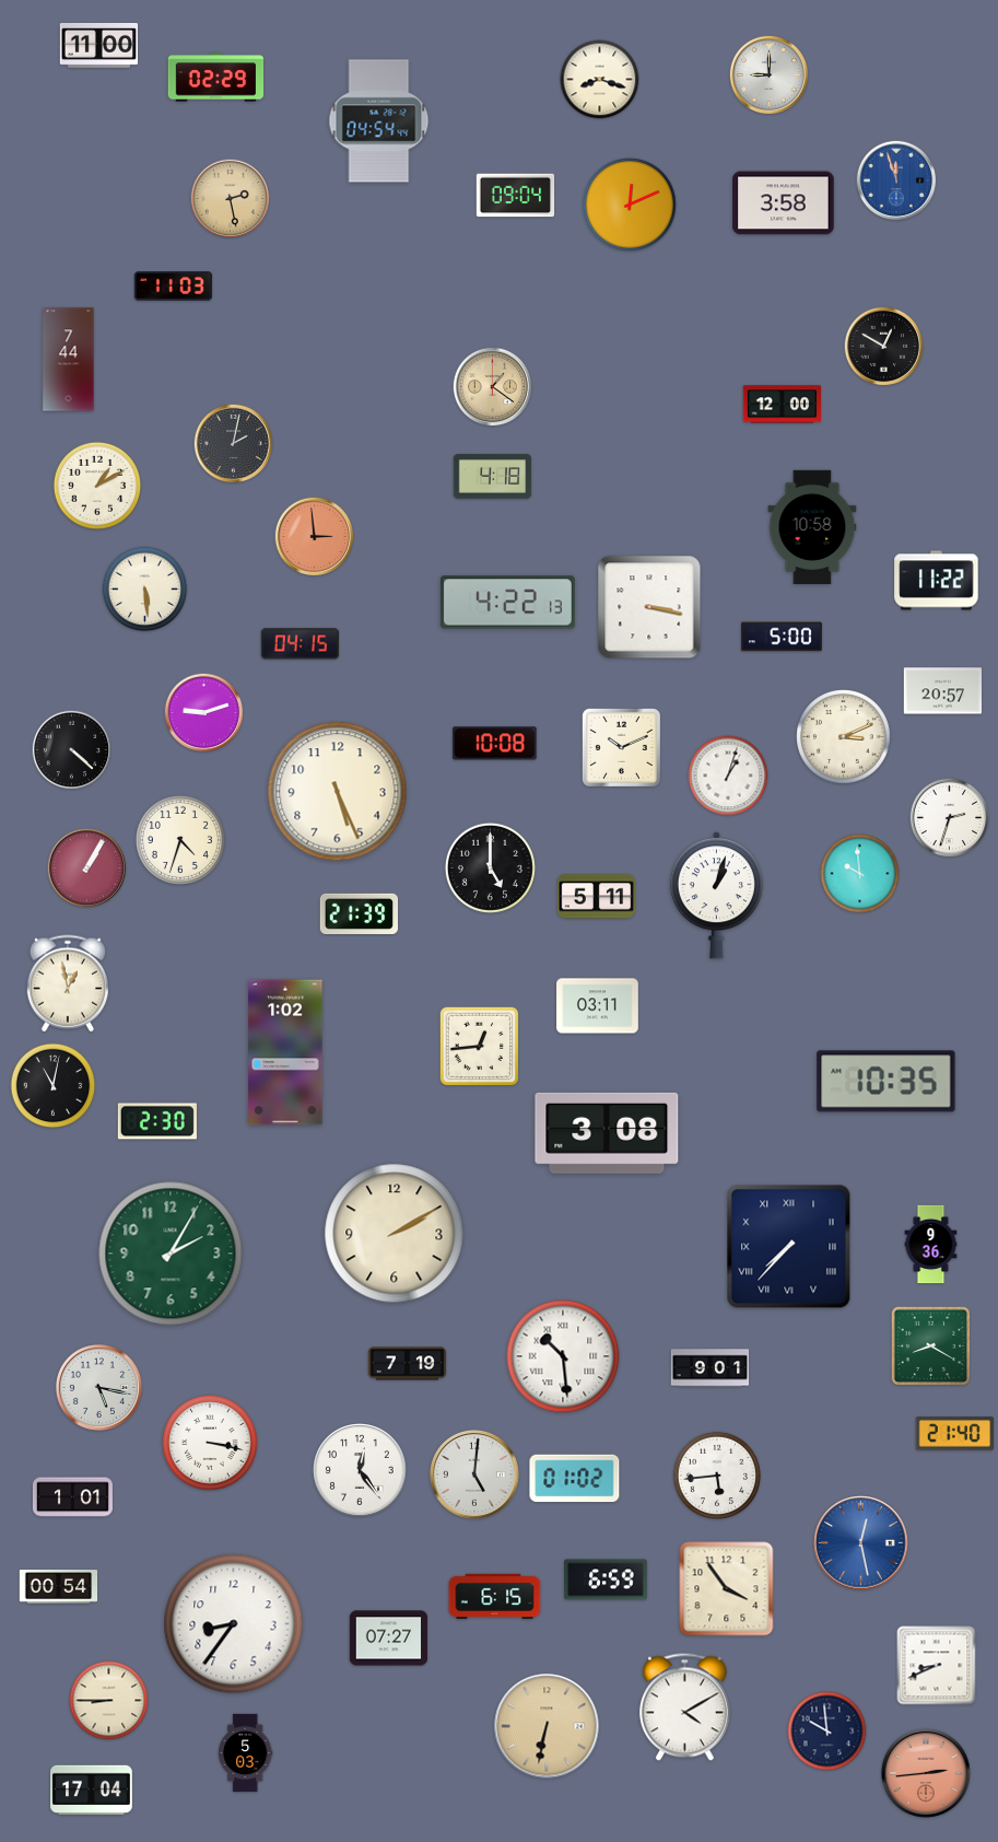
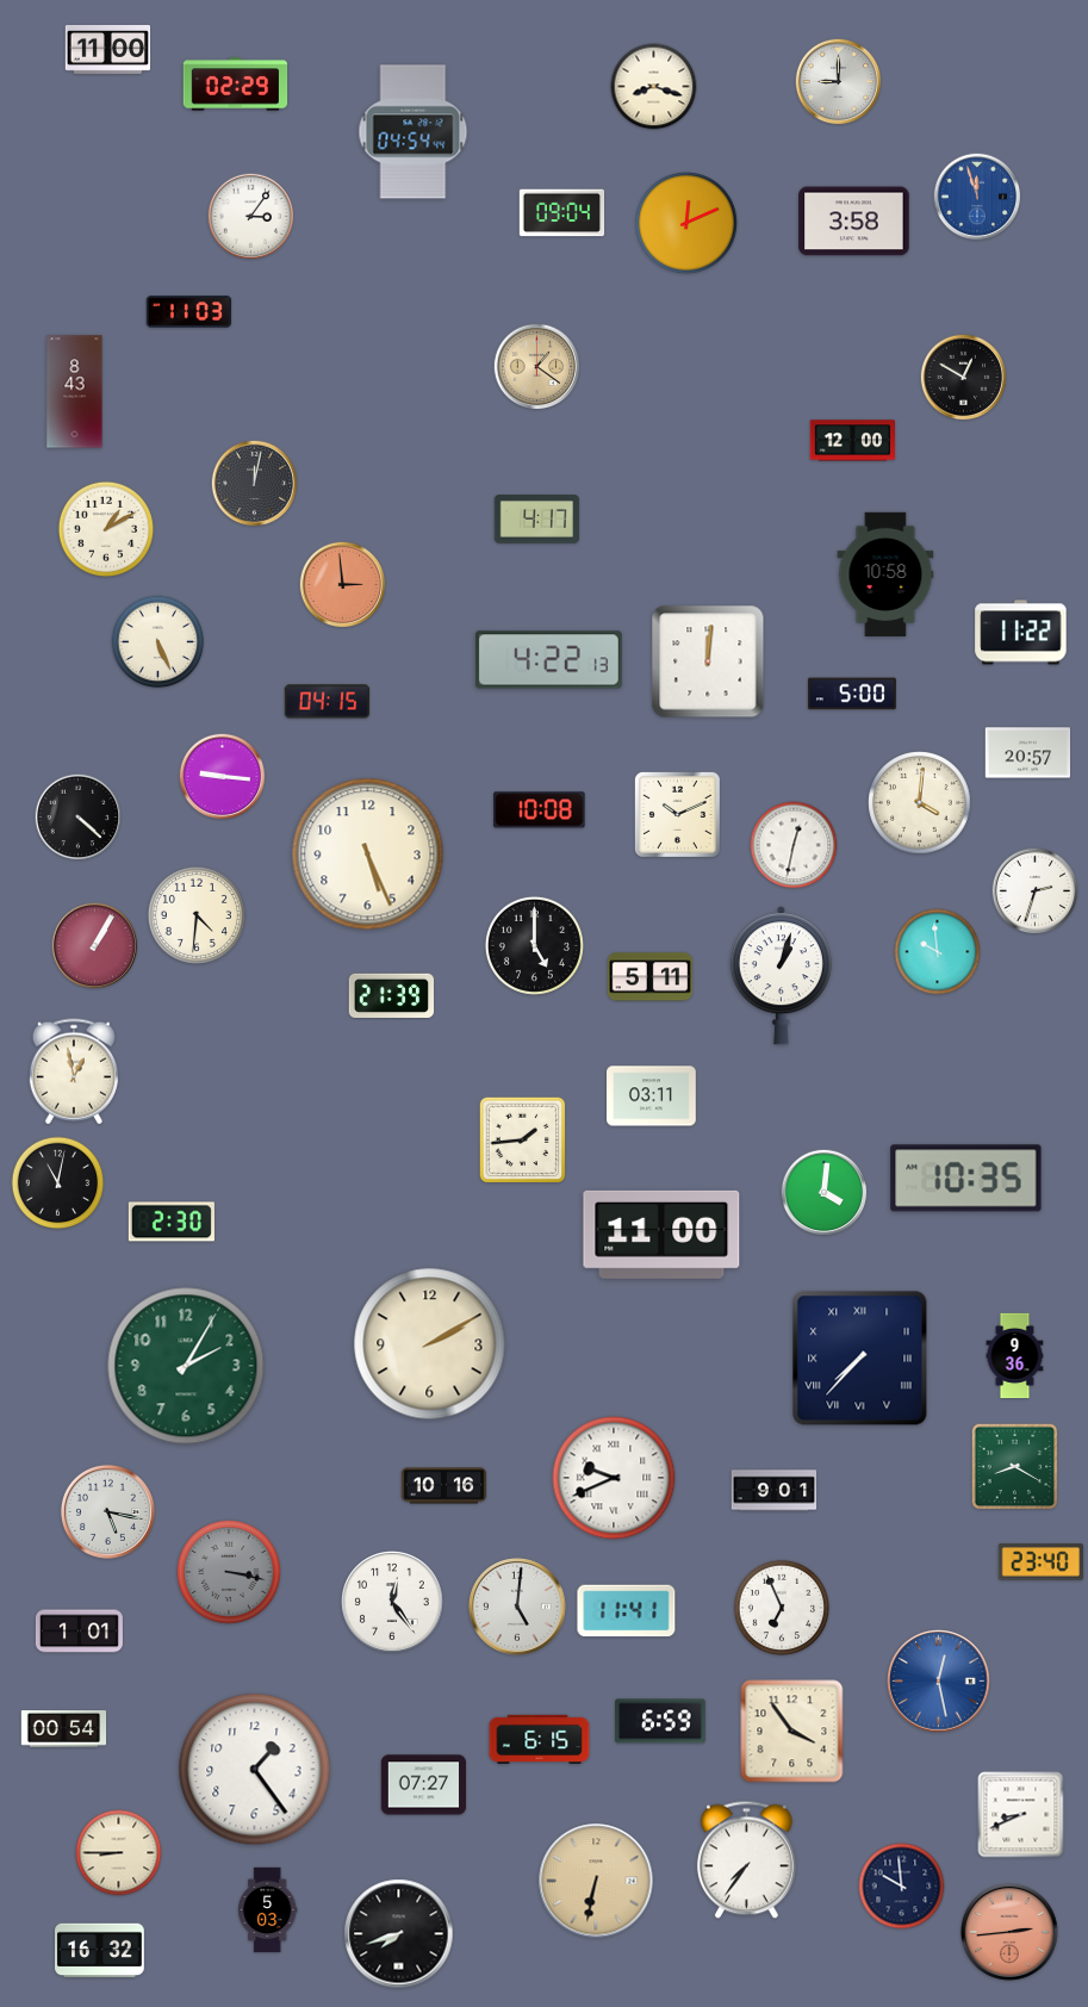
clock at (231, 199): 2:28 -> 3:06
clock at (231, 199) dial: champagne -> white
clock at (69, 360): 7:44 -> 8:43
clock at (493, 387) position: (493, 387) -> (537, 367)
clock at (234, 444): 2:02 -> 12:02
clock at (493, 477): 4:18 -> 4:17
clock at (145, 590): 5:29 -> 5:26
clock at (507, 603) position: (507, 603) -> (548, 660)
clock at (649, 607): 3:17 -> 12:01
clock at (204, 713): 9:12 -> 9:16
clock at (844, 737): 3:11 -> 4:01
clock at (728, 776): 1:03 -> 12:32
clock at (338, 792) position: (338, 792) -> (368, 855)
clock at (180, 840): 4:33 -> 4:31
clock at (480, 1047): 12:44 -> 1:44
clock at (285, 1052): 1:02 -> none
clock at (825, 1193): none -> 4:01
clock at (607, 1133): 3:08 -> 11:00
clock at (563, 1356): 10:29 -> 9:41
clock at (408, 1364): 7:19 -> 10:16
clock at (954, 1434): 21:40 -> 23:40
clock at (210, 1443) dial: white -> grey
clock at (716, 1474): 5:44 -> 6:56
clock at (575, 1479): 01:02 -> 11:41
clock at (234, 1624): 8:36 -> 1:24
clock at (684, 1707): 4:10 -> 7:36
clock at (399, 1934): none -> 7:42
clock at (92, 1791): 17:04 -> 16:32
